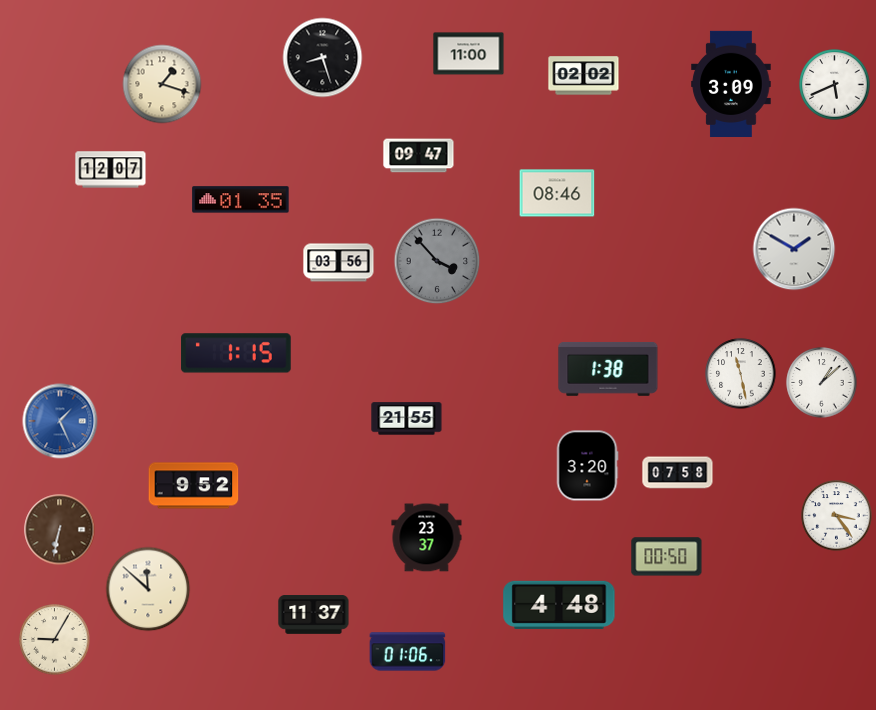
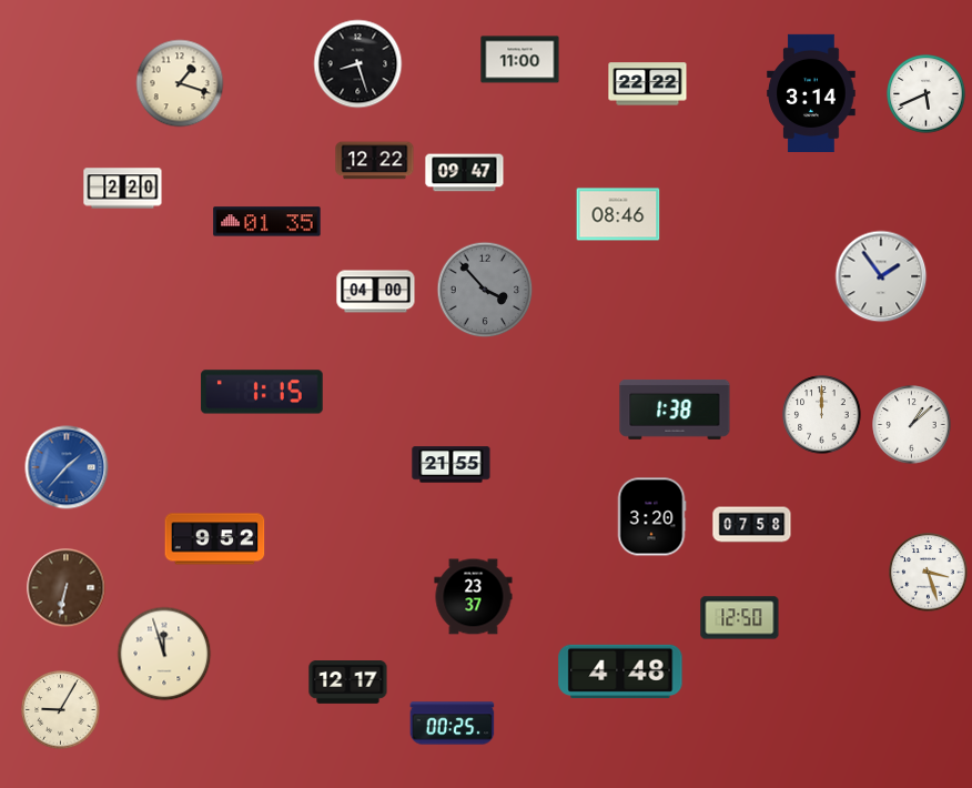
clock at (584, 76): 02:02 -> 22:22
clock at (731, 83): 3:09 -> 3:14
clock at (162, 84) position: (162, 84) -> (180, 83)
clock at (375, 161): none -> 12:22
clock at (111, 170): 12:07 -> 2:20
clock at (794, 249): 1:50 -> 1:54
clock at (339, 263): 03:56 -> 04:00
clock at (741, 374): 11:28 -> 12:00
clock at (60, 421): 1:26 -> 1:37
clock at (837, 516): 3:24 -> 3:27
clock at (667, 557): 00:50 -> 12:50
clock at (148, 589): 11:52 -> 11:57
clock at (314, 615): 11:37 -> 12:17
clock at (408, 652): 01:06 -> 00:25
